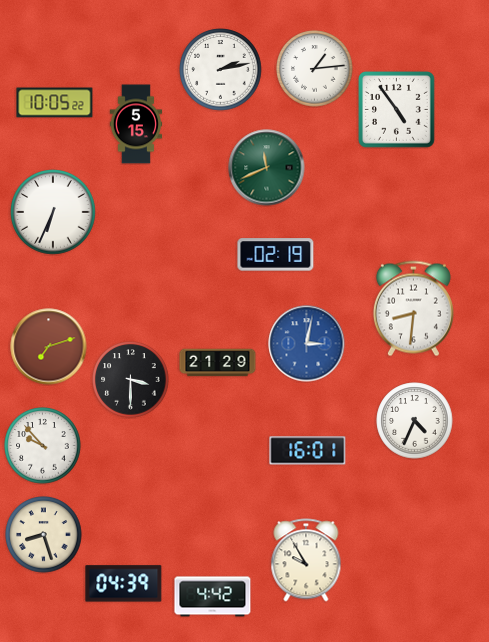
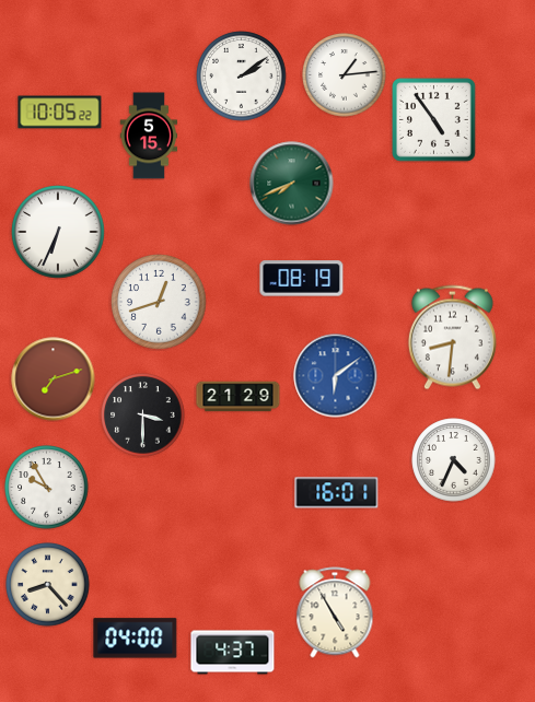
clock at (221, 70): 2:13 -> 2:09
clock at (267, 168): 11:41 -> 7:41
clock at (276, 255): 02:19 -> 08:19
clock at (160, 303): none -> 12:42
clock at (307, 344): 3:02 -> 6:09
clock at (43, 446): 9:53 -> 9:55
clock at (44, 535): 8:27 -> 8:23
clock at (306, 560): 9:55 -> 4:55
clock at (124, 584): 04:39 -> 04:00
clock at (213, 597): 4:42 -> 4:37
